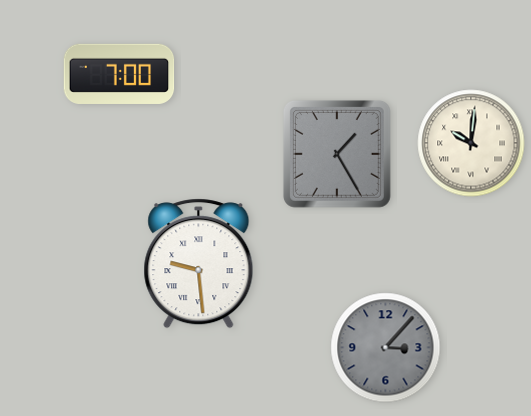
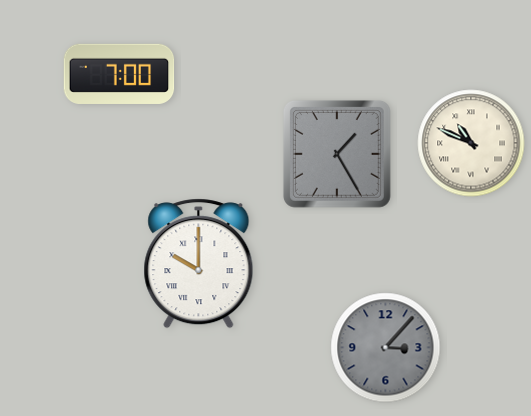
clock at (471, 143): 10:01 -> 10:49
clock at (199, 264): 9:29 -> 10:00
